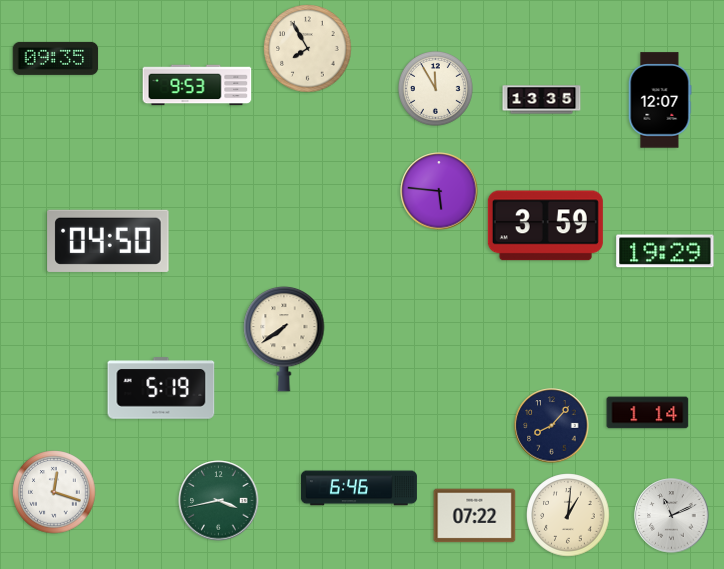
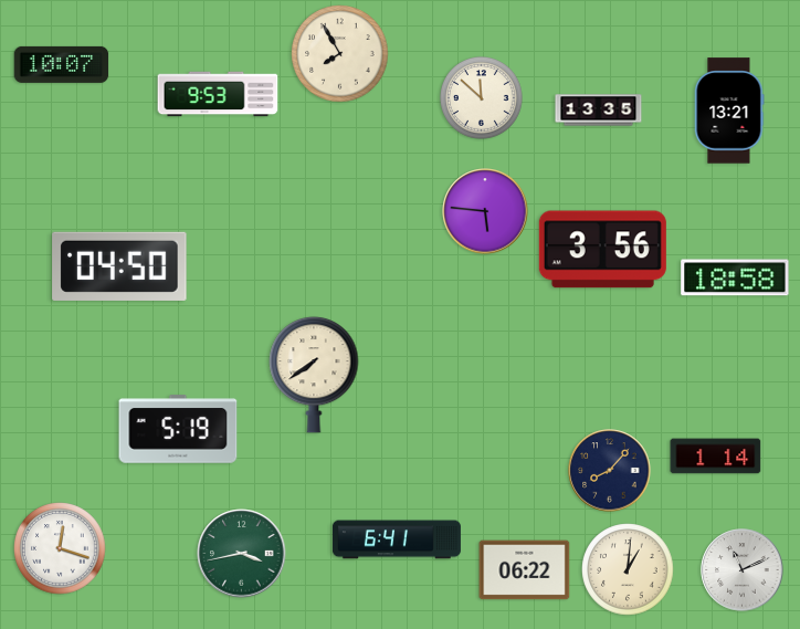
clock at (56, 58): 09:35 -> 10:07
clock at (436, 89): 11:55 -> 11:52
clock at (660, 100): 12:07 -> 13:21
clock at (545, 226): 3:59 -> 3:56
clock at (665, 251): 19:29 -> 18:58
clock at (359, 488): 6:46 -> 6:41
clock at (54, 492) position: (54, 492) -> (60, 548)
clock at (475, 516): 07:22 -> 06:22
